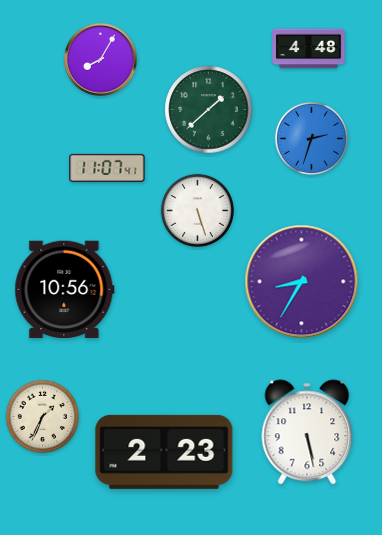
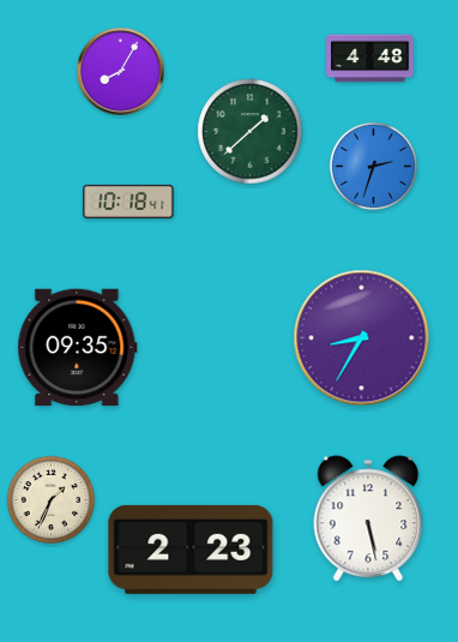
clock at (107, 168): 11:07 -> 10:18
clock at (197, 210): 5:27 -> none
clock at (65, 290): 10:56 -> 09:35
clock at (164, 452) position: (164, 452) -> (191, 550)
